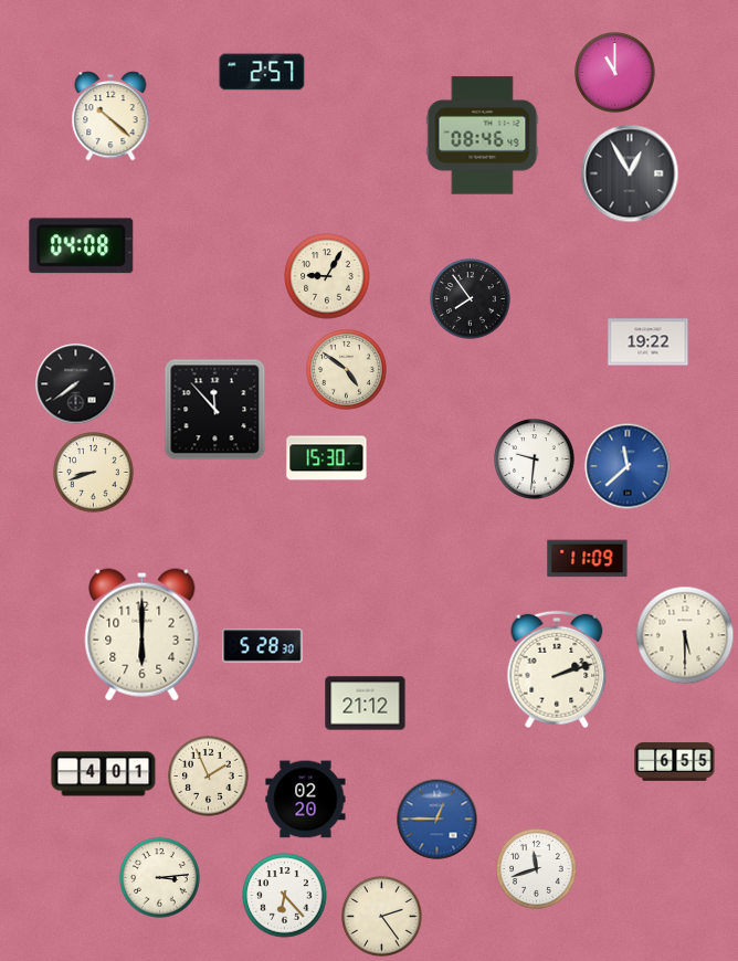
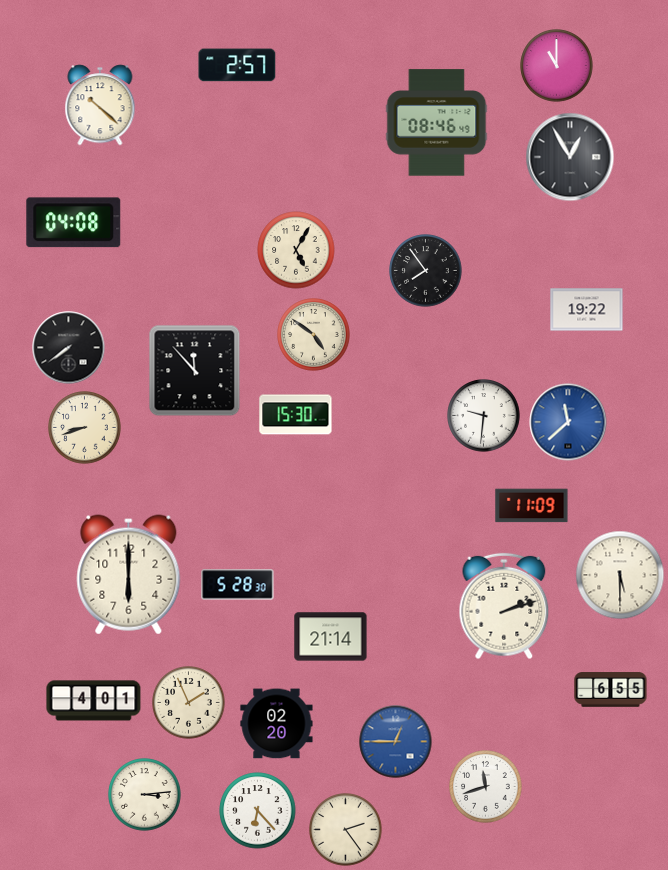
clock at (327, 276): 9:05 -> 5:05
clock at (366, 704): 21:12 -> 21:14
